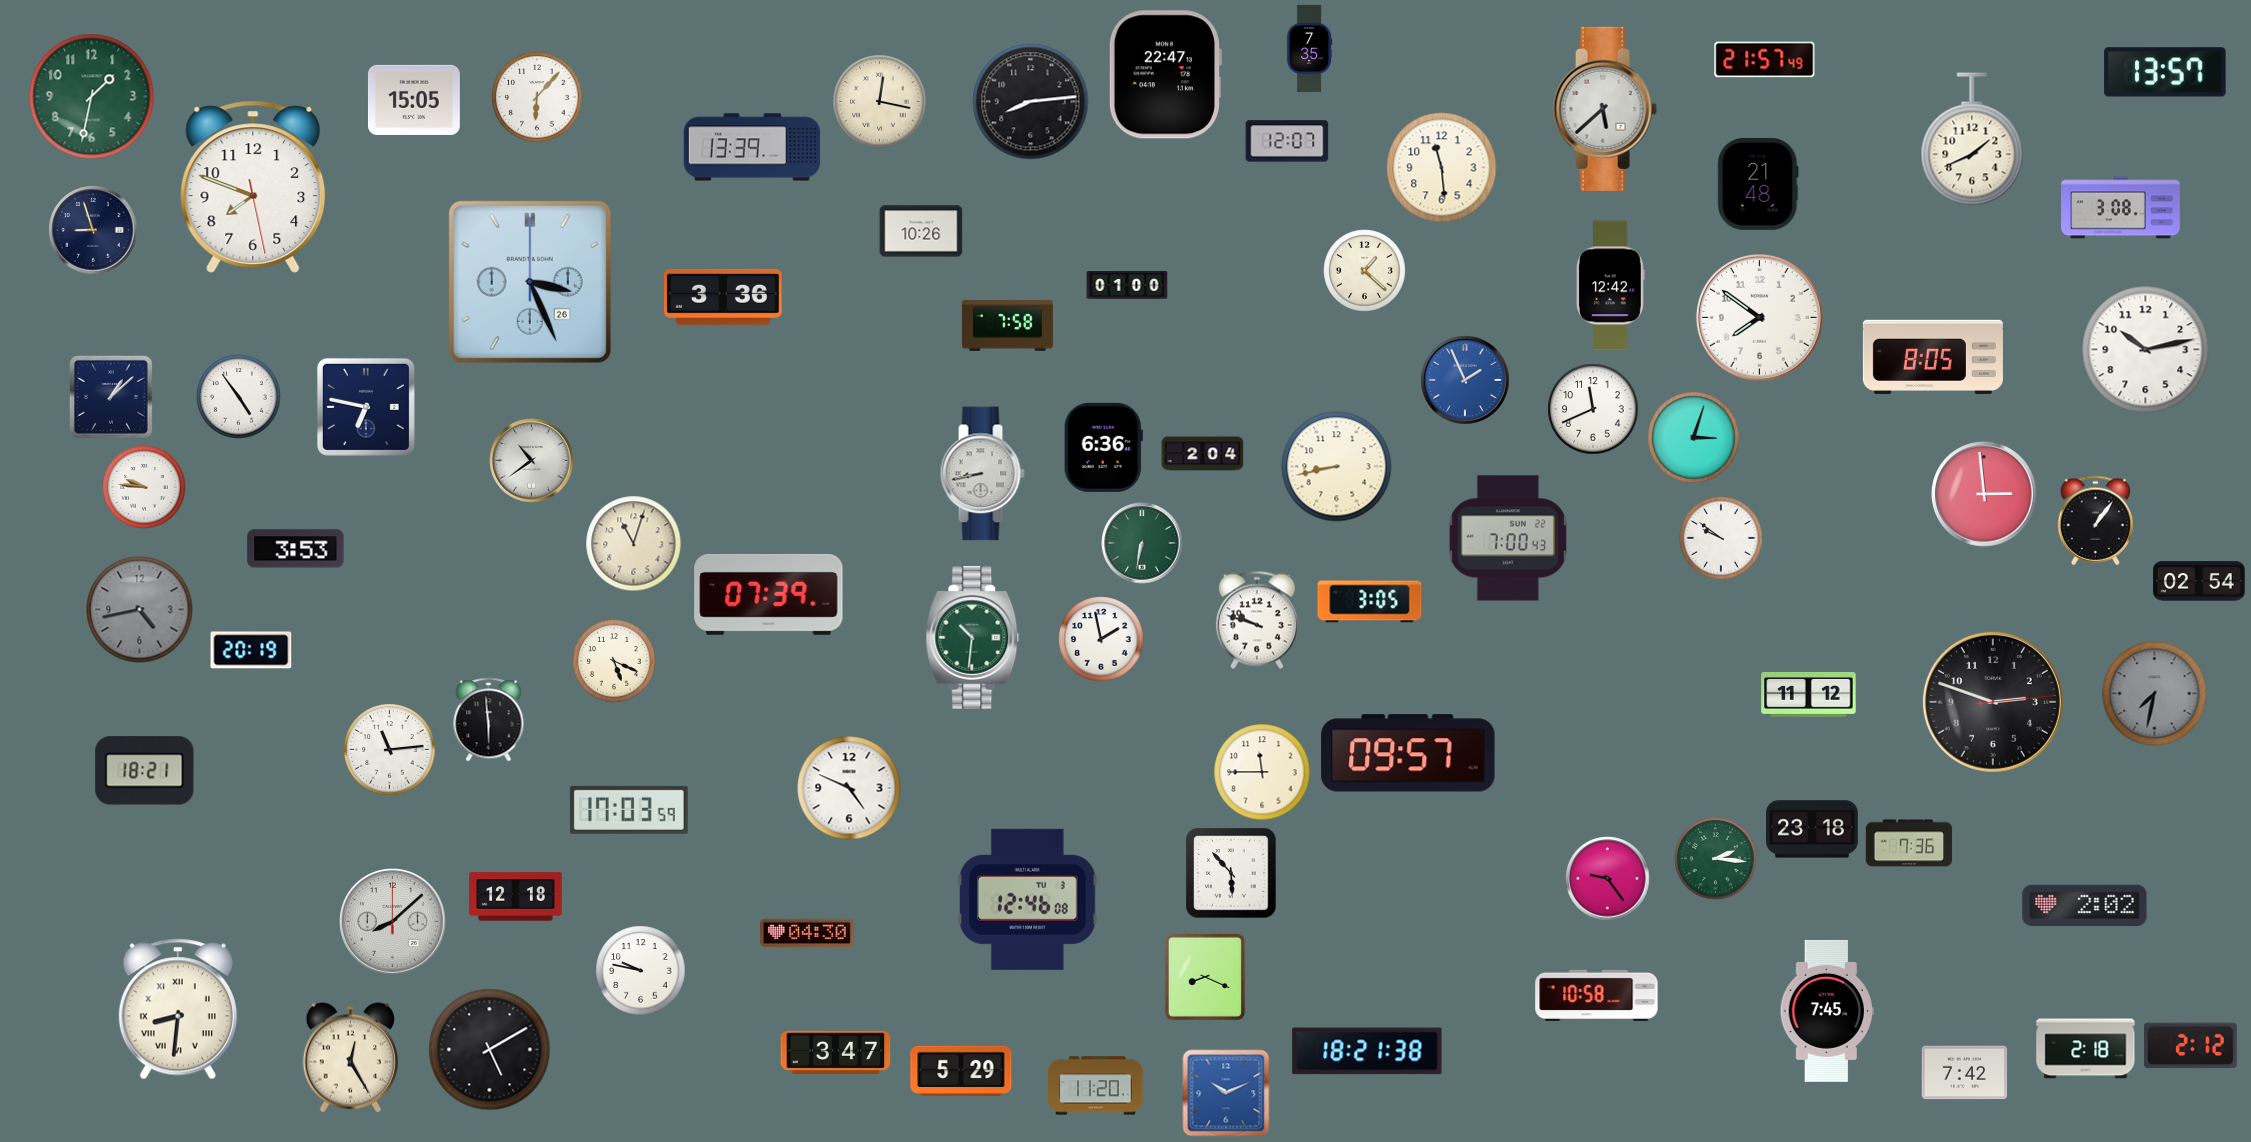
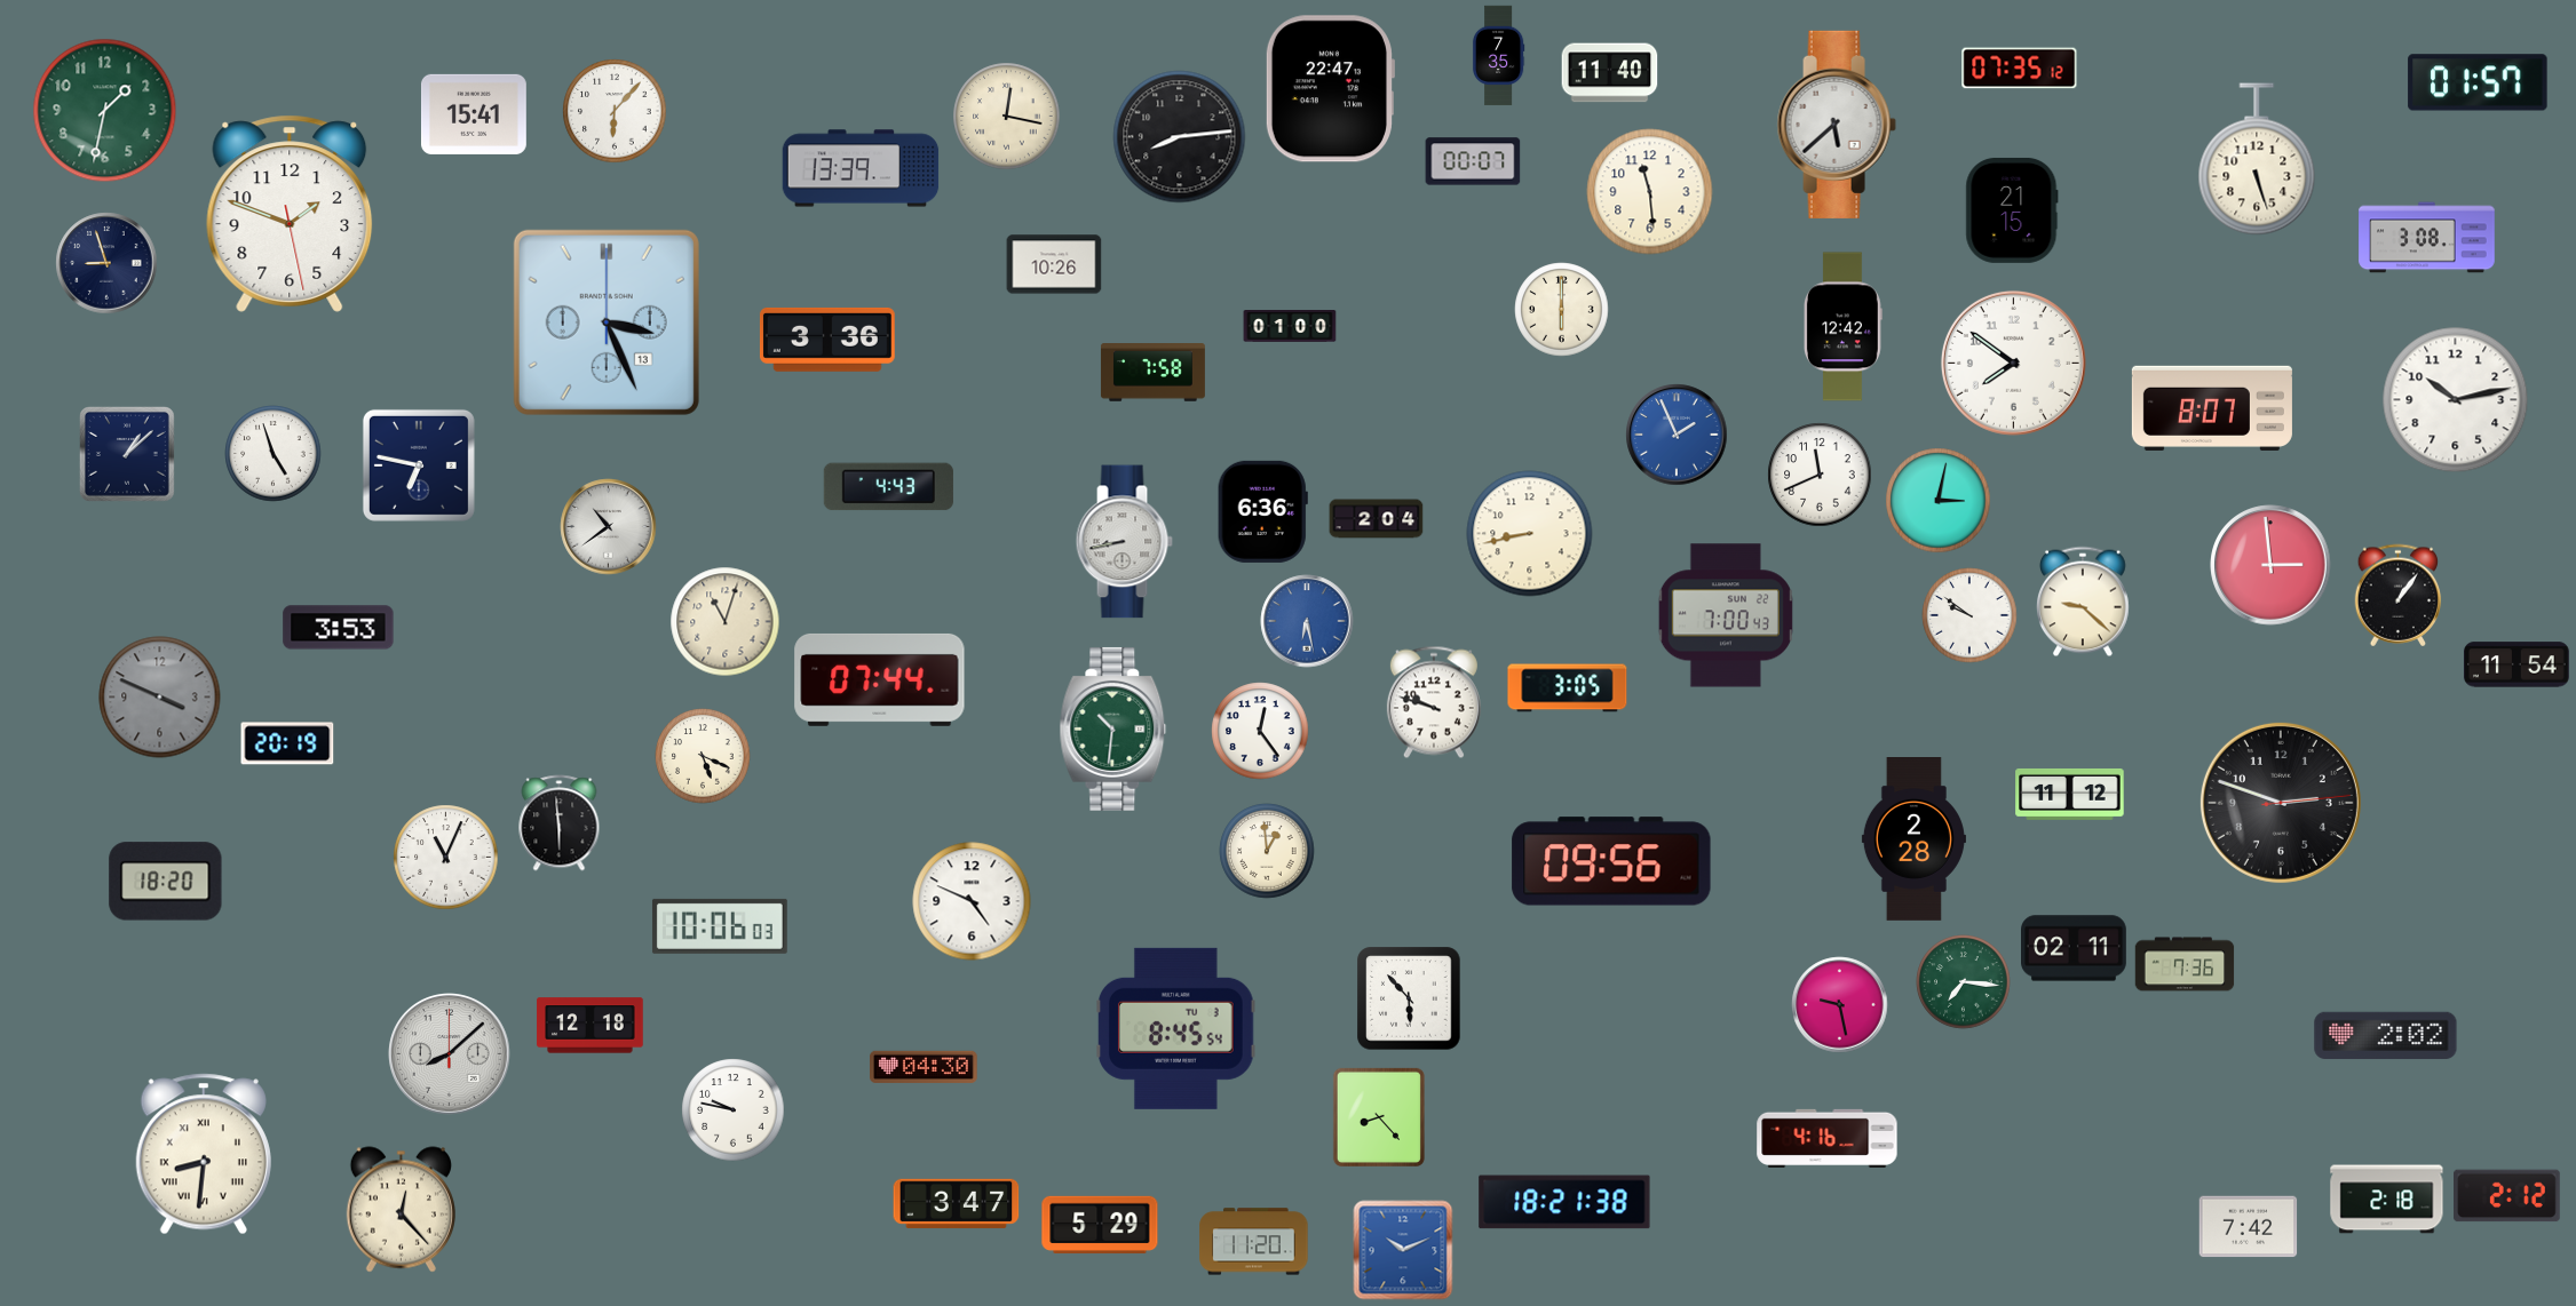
clock at (1765, 60): 21:57 -> 07:35
clock at (1610, 73): none -> 11:40
clock at (2165, 72): 13:57 -> 01:57
clock at (1165, 75) position: (1165, 75) -> (1330, 89)
clock at (414, 100): 15:05 -> 15:41
clock at (1031, 102) position: (1031, 102) -> (1180, 137)
clock at (1972, 139): 1:41 -> 5:27
clock at (1287, 141): 12:07 -> 00:07
clock at (1758, 184): 21:48 -> 21:15
clock at (253, 187): 7:48 -> 1:48
clock at (1365, 271): 1:22 -> 6:00
clock at (530, 282) date: 26 -> 13
clock at (1933, 357): 8:05 -> 8:07
clock at (239, 397): 4:54 -> 4:57
clock at (1593, 409) position: (1593, 409) -> (1820, 475)
clock at (888, 487): none -> 4:43
clock at (1694, 438): 3:03 -> 3:02
clock at (144, 487): 9:46 -> none
clock at (2084, 602): none -> 9:22
clock at (1142, 543): 6:32 -> 6:28
clock at (1142, 543) dial: green -> blue
clock at (2199, 581): 02:54 -> 11:54
clock at (769, 594): 07:39 -> 07:44
clock at (140, 610): 4:43 -> 3:49
clock at (1257, 620) position: (1257, 620) -> (1434, 702)
clock at (1101, 639): 1:58 -> 12:24
clock at (2155, 694): 7:32 -> none
clock at (1913, 839): none -> 2:28
clock at (1267, 851): none -> 12:59
clock at (390, 750): 11:14 -> 11:04
clock at (1408, 753): 09:57 -> 09:56
clock at (145, 771): 18:21 -> 18:20
clock at (1262, 772): 11:45 -> none
clock at (629, 810): 17:03 -> 10:06
clock at (1813, 829): 23:18 -> 02:11
clock at (1716, 859): 2:16 -> 7:16
clock at (1608, 879): 9:24 -> 9:28
clock at (1028, 899): 12:46 -> 8:45
clock at (1205, 977): 8:19 -> 8:23
clock at (1597, 995): 10:58 -> 4:16
clock at (1827, 1011): 7:45 -> none
clock at (490, 1050): 5:10 -> none
clock at (350, 1058): 12:25 -> 12:23
